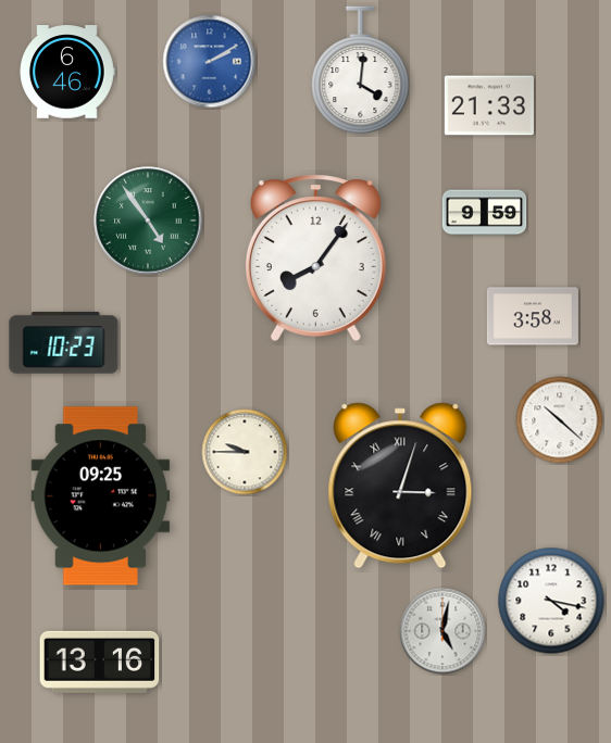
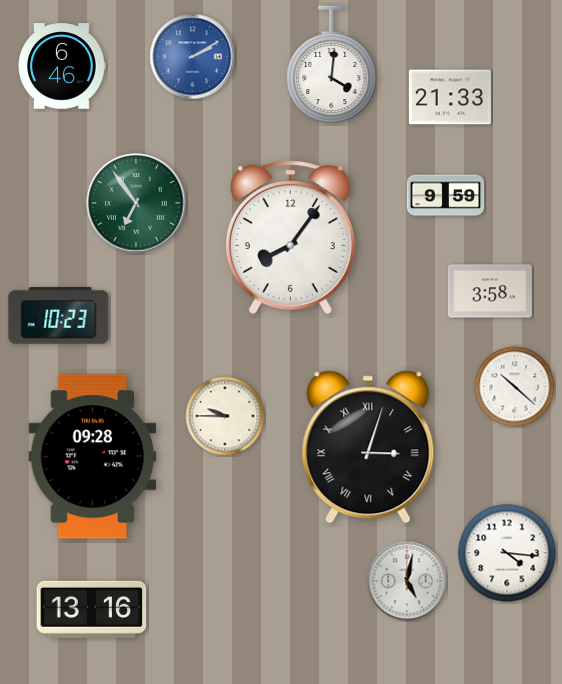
clock at (148, 221): 4:54 -> 6:54
clock at (101, 496): 09:25 -> 09:28
clock at (551, 601): 4:17 -> 4:16
